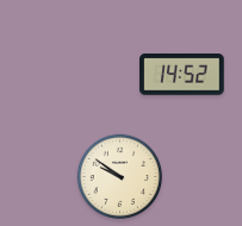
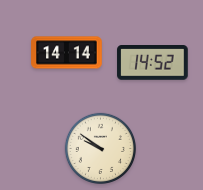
clock at (67, 53): none -> 14:14
